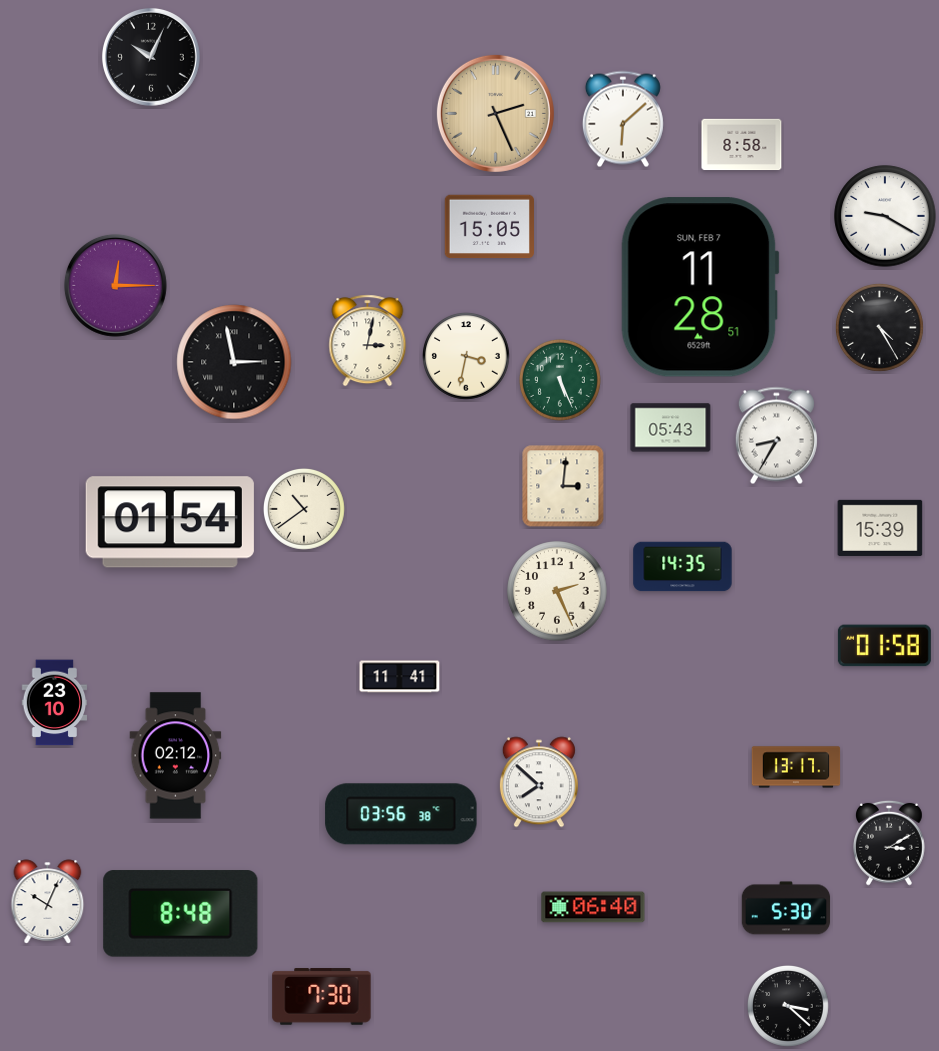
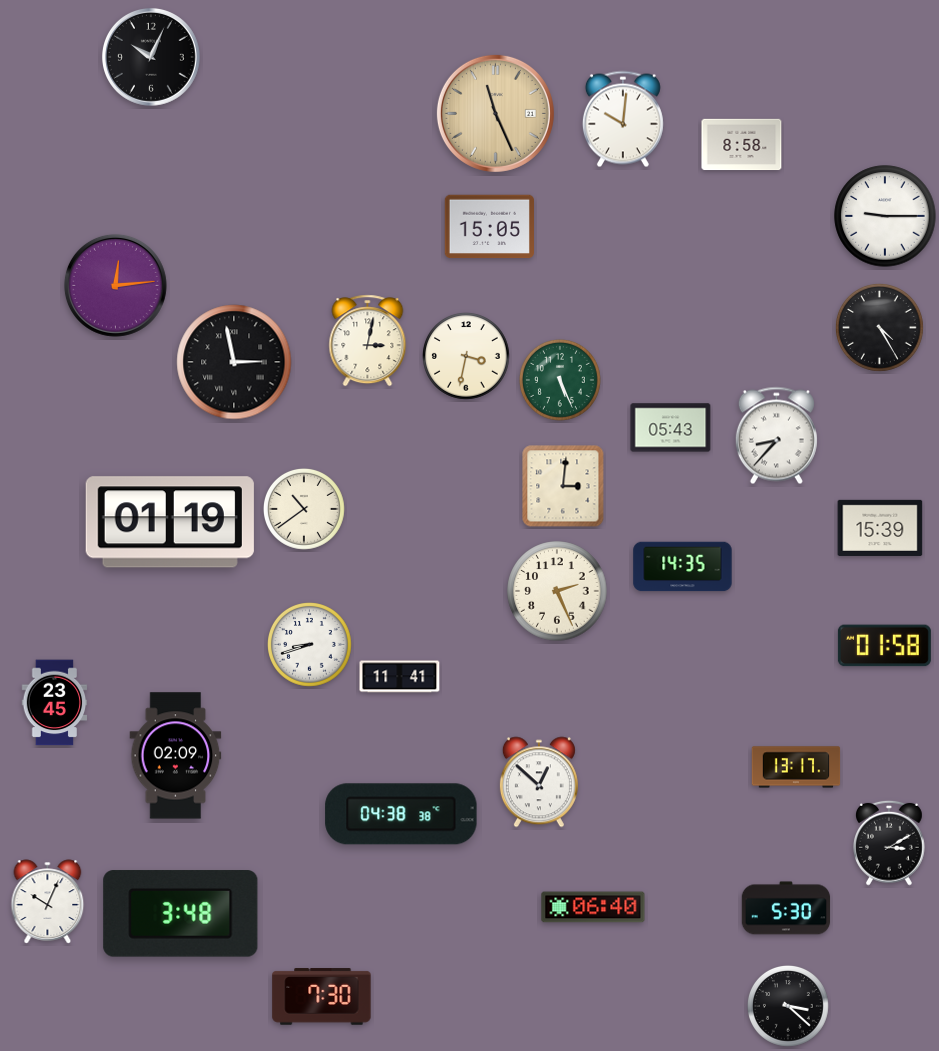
clock at (495, 113): 2:26 -> 11:26
clock at (623, 119): 6:08 -> 10:01
clock at (885, 216): 9:20 -> 9:15
clock at (115, 285): 12:15 -> 12:14
clock at (700, 287): 11:28 -> none
clock at (776, 436): 8:35 -> 8:37
clock at (170, 522): 01:54 -> 01:19
clock at (310, 645): none -> 8:42
clock at (55, 703): 23:10 -> 23:45
clock at (176, 756): 02:12 -> 02:09
clock at (539, 782): 7:52 -> 12:52
clock at (401, 814): 03:56 -> 04:38
clock at (181, 914): 8:48 -> 3:48
